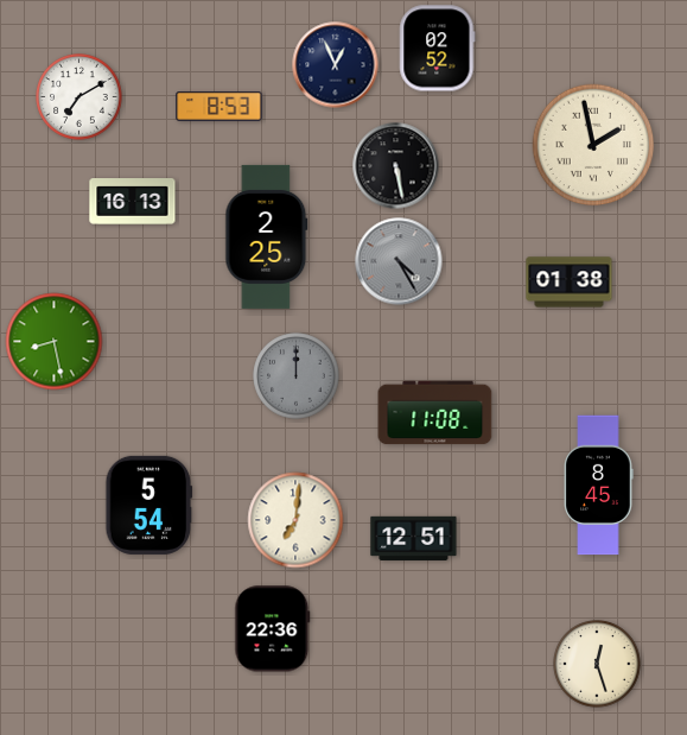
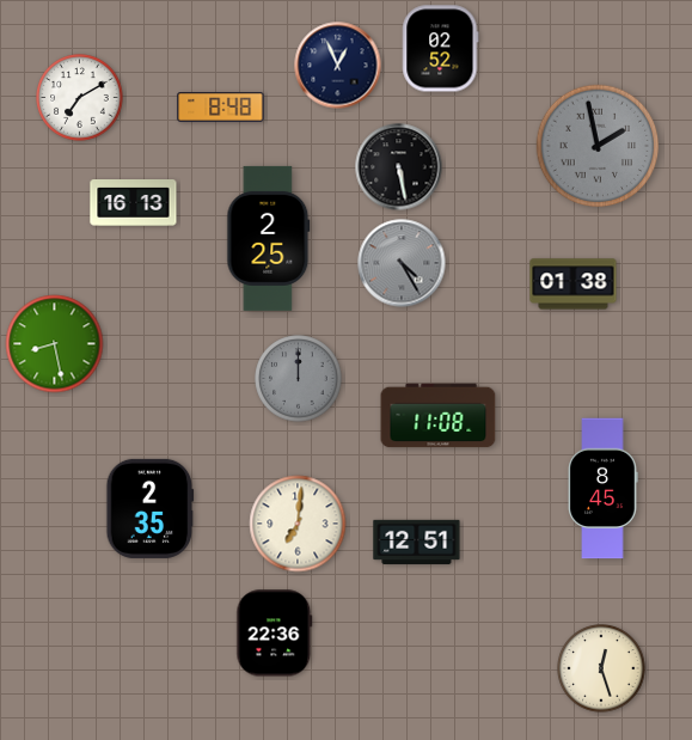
clock at (220, 107): 8:53 -> 8:48
clock at (593, 145) dial: cream -> grey
clock at (150, 505): 5:54 -> 2:35
